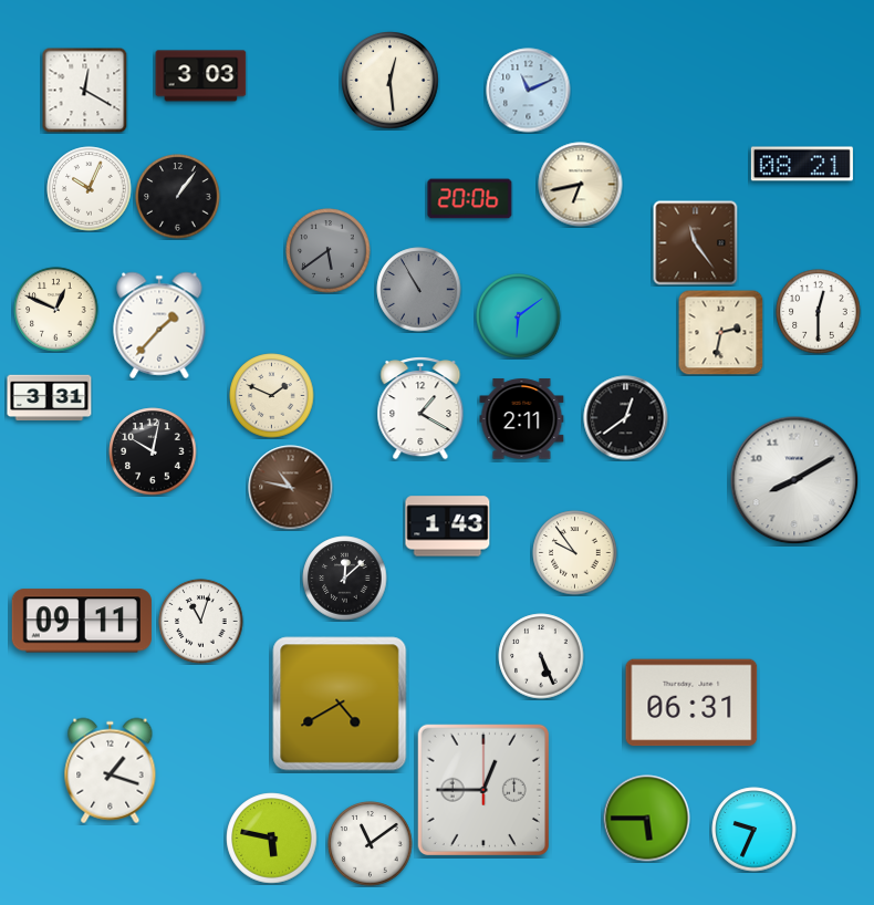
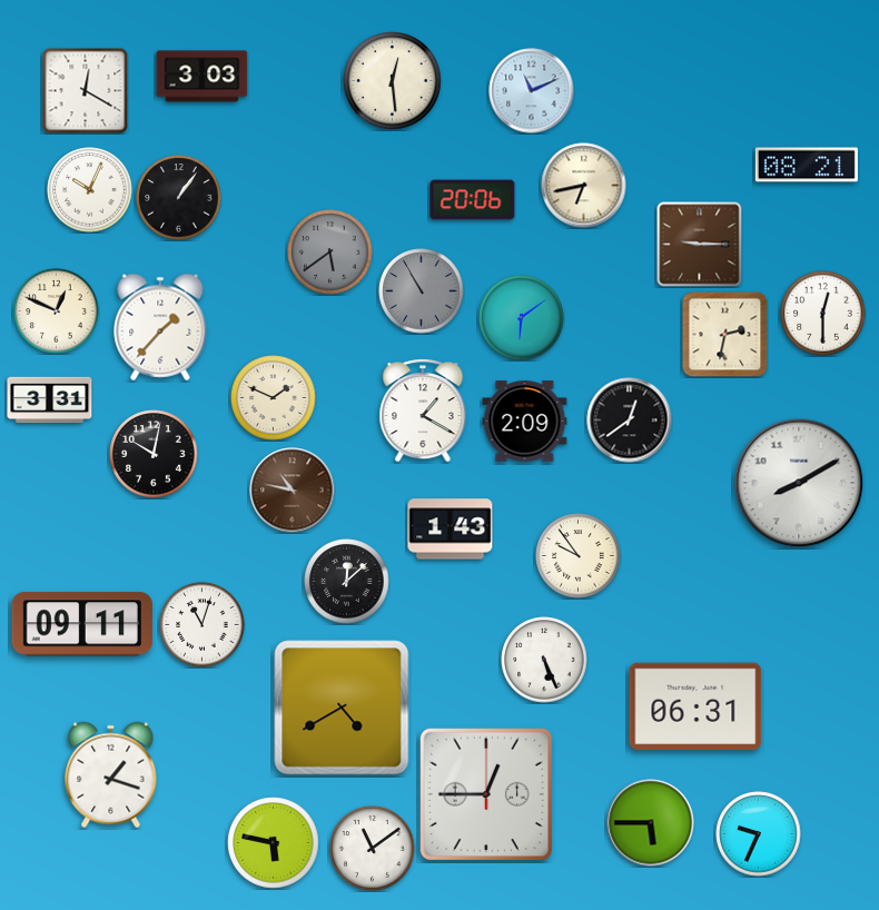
clock at (696, 243): 11:24 -> 9:15
clock at (522, 419): 2:11 -> 2:09
